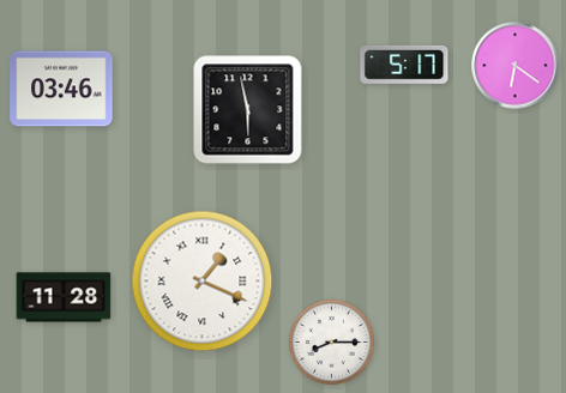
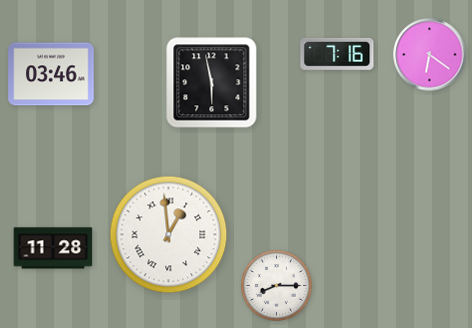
clock at (404, 65): 5:17 -> 7:16
clock at (248, 110) position: (248, 110) -> (212, 83)
clock at (203, 282): 1:19 -> 12:59
